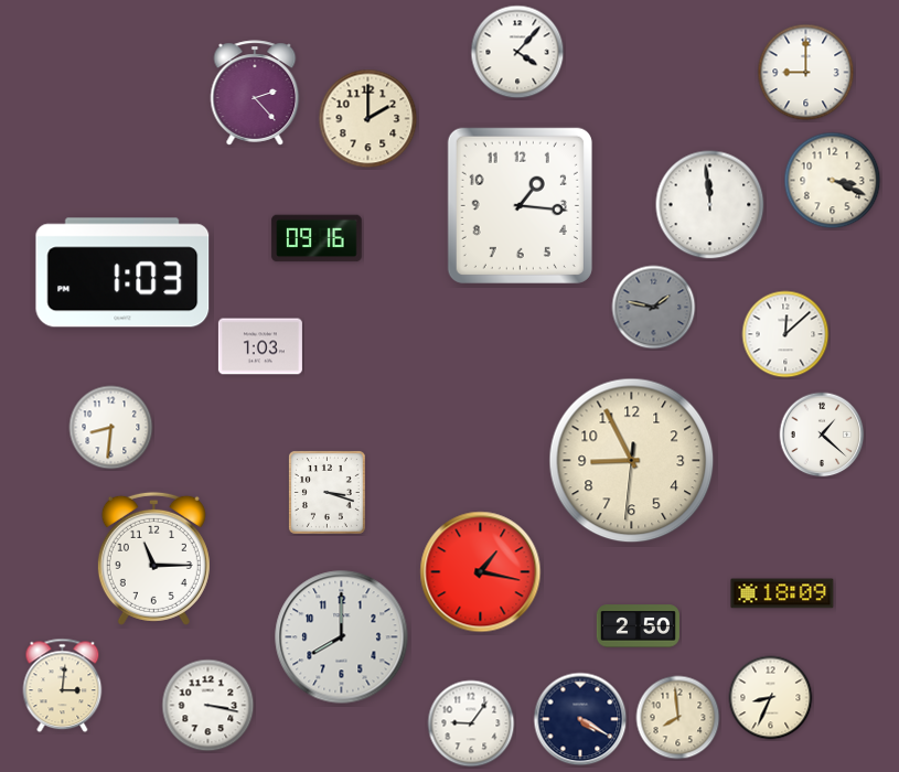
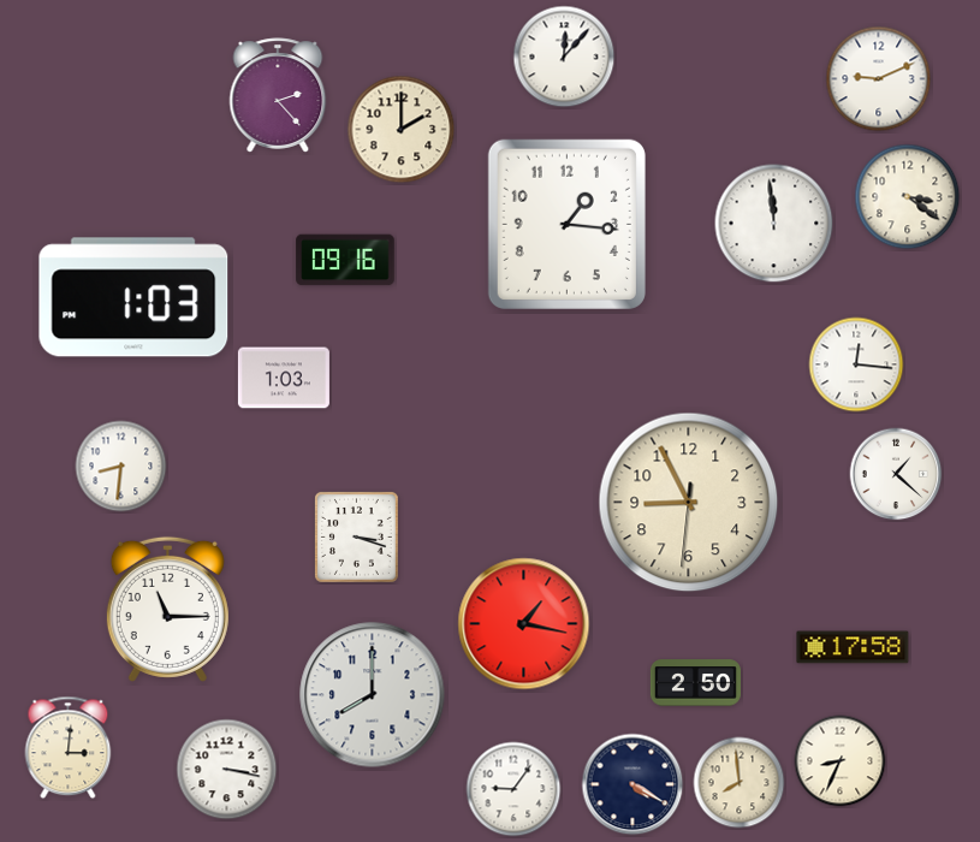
clock at (517, 52): 4:07 -> 12:07
clock at (806, 73): 9:00 -> 9:11
clock at (255, 93) position: (255, 93) -> (278, 95)
clock at (833, 181): 3:19 -> 3:21
clock at (654, 308): 1:47 -> none
clock at (785, 334): 12:08 -> 12:16
clock at (782, 593): 18:09 -> 17:58
